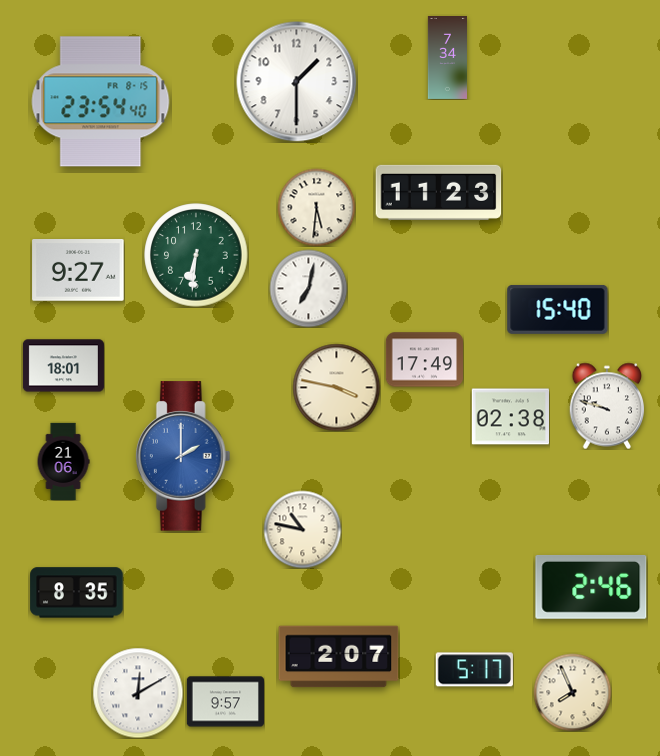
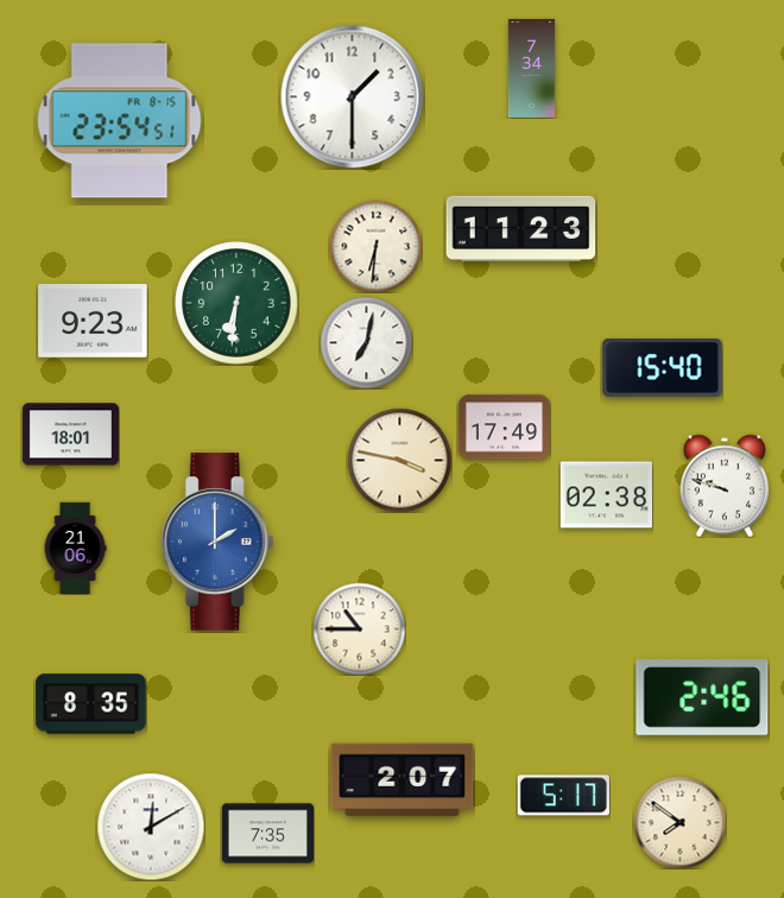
clock at (101, 102): 23:54:40 -> 23:54:51
clock at (316, 207): 5:31 -> 6:31
clock at (196, 255) position: (196, 255) -> (236, 303)
clock at (78, 271): 9:27 -> 9:23
clock at (63, 366) position: (63, 366) -> (70, 435)
clock at (607, 406) position: (607, 406) -> (725, 486)
clock at (302, 529): 10:47 -> 10:45
clock at (572, 692): 7:56 -> 7:51
clock at (138, 693) position: (138, 693) -> (151, 827)
clock at (225, 702): 9:57 -> 7:35
